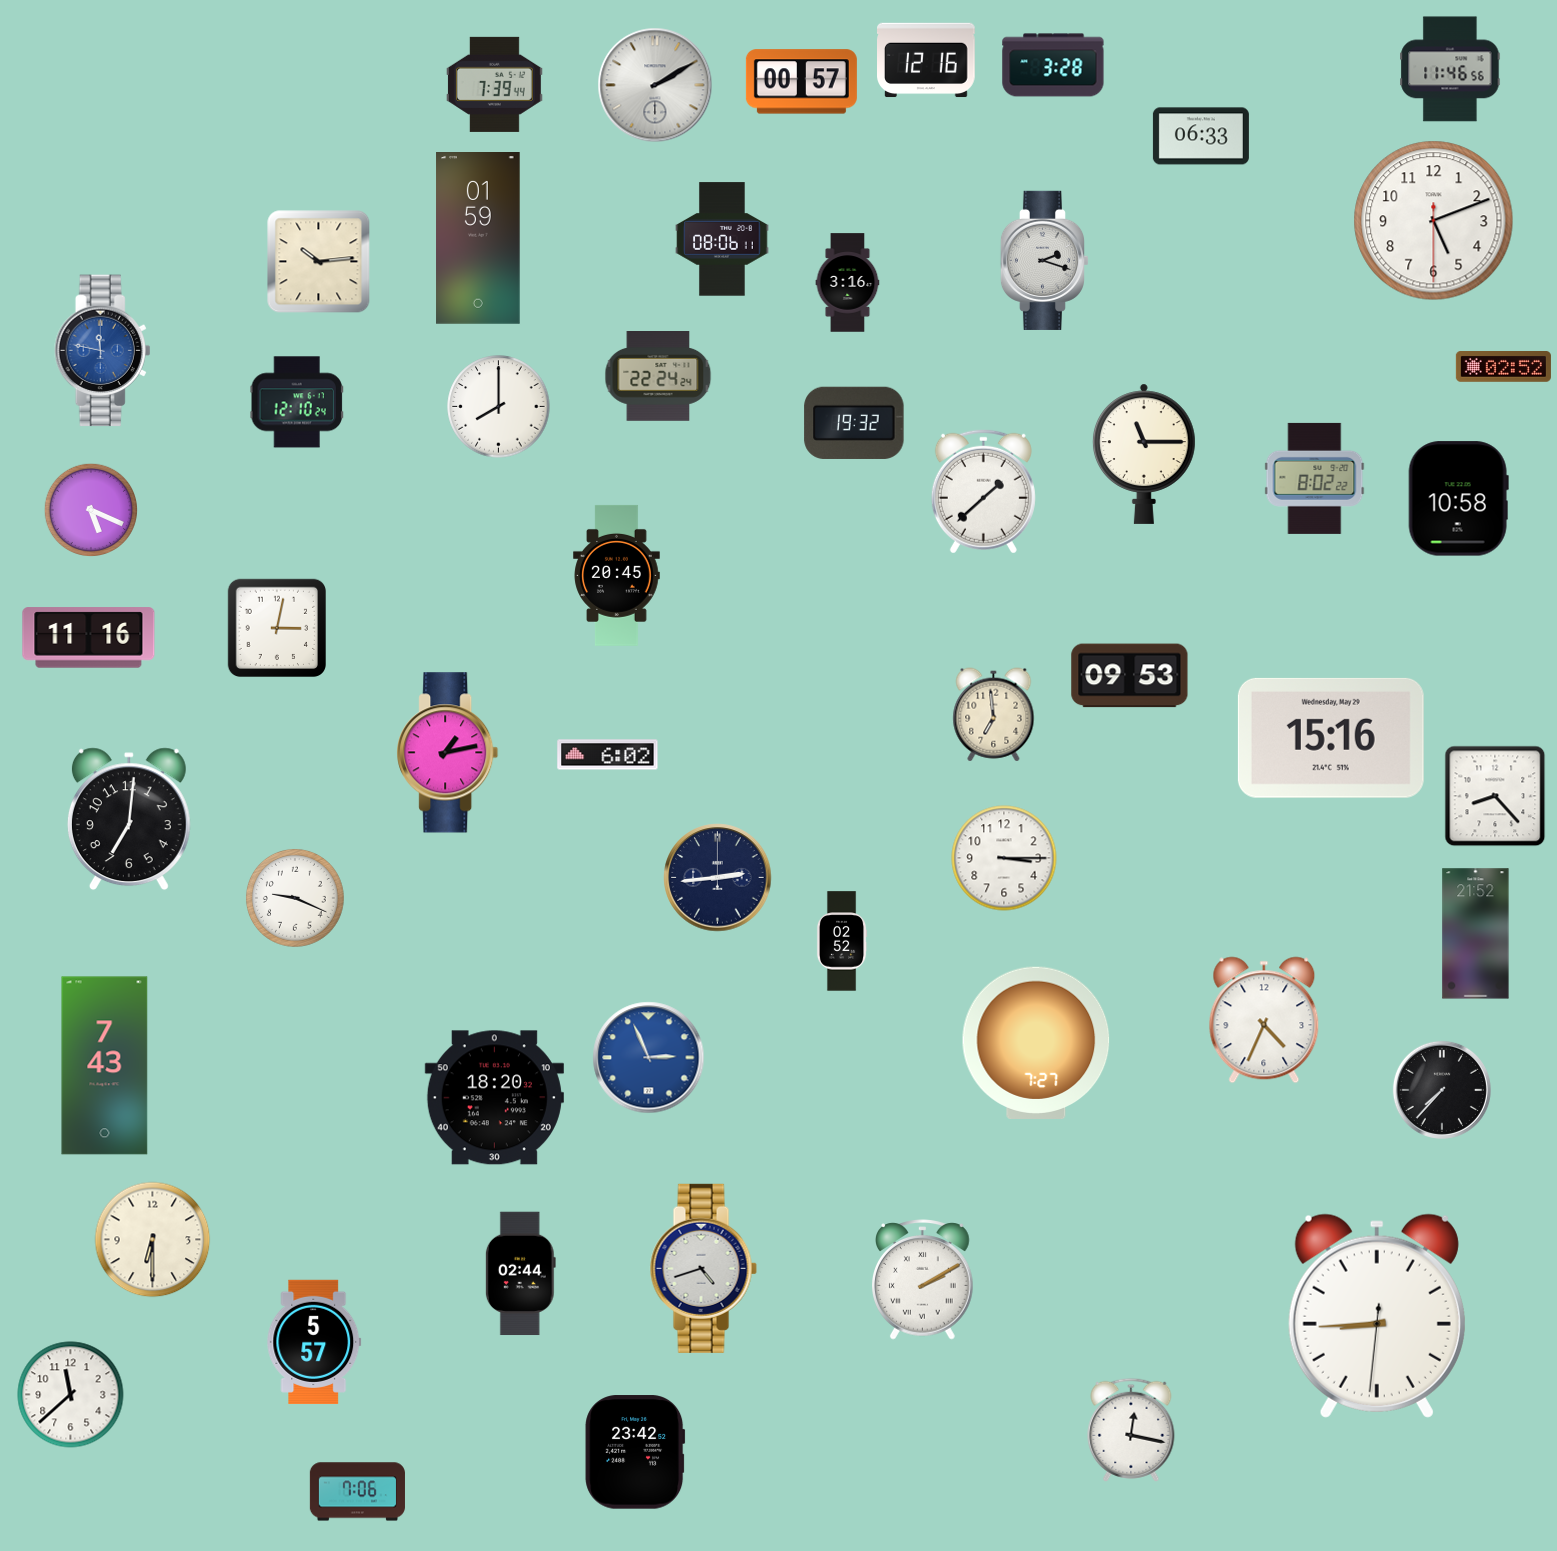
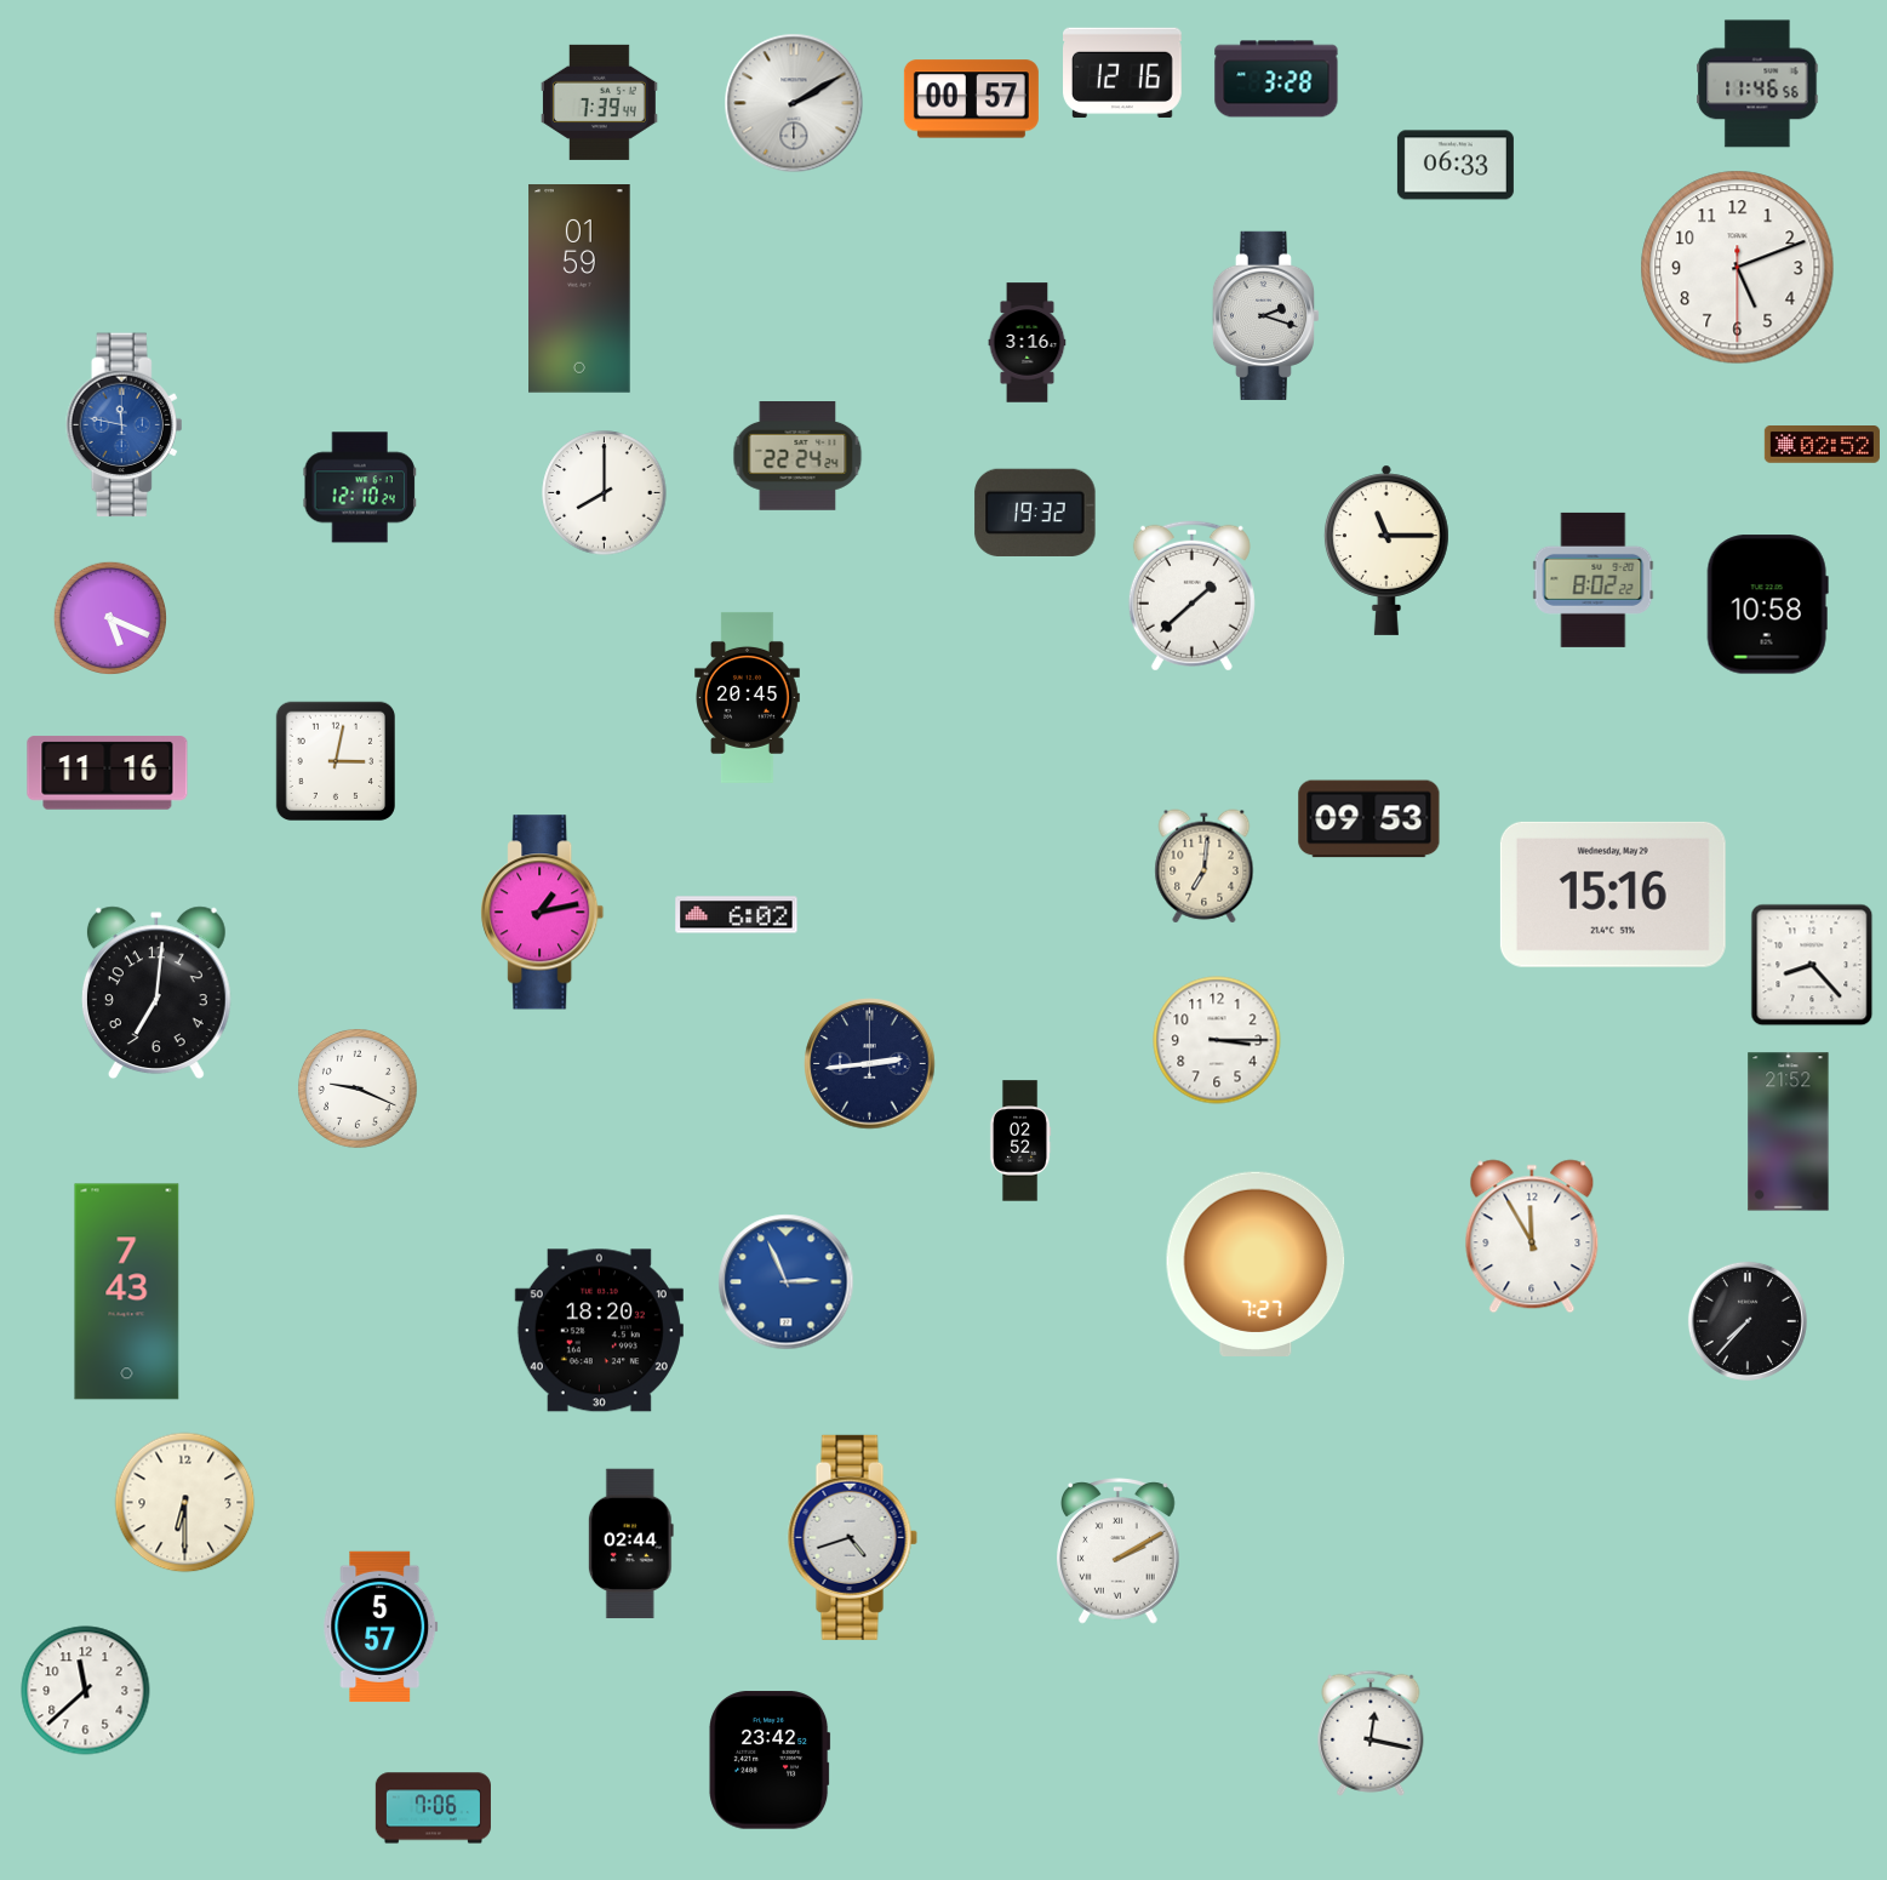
clock at (722, 239): 08:06 -> none
clock at (319, 262): 10:14 -> none
clock at (994, 715): 6:59 -> 7:01
clock at (1264, 1020): 4:34 -> 11:55
clock at (1377, 1316): 8:44 -> none
